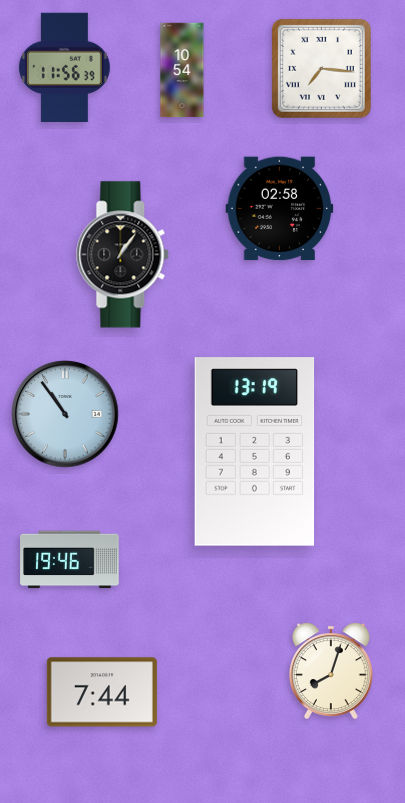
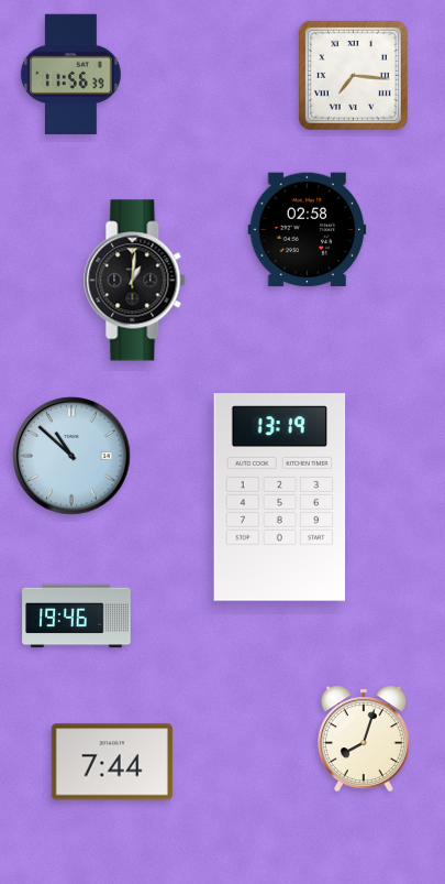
clock at (182, 70): 10:54 -> none
clock at (123, 255): 1:06 -> 1:01
clock at (65, 414): 10:54 -> 10:52
